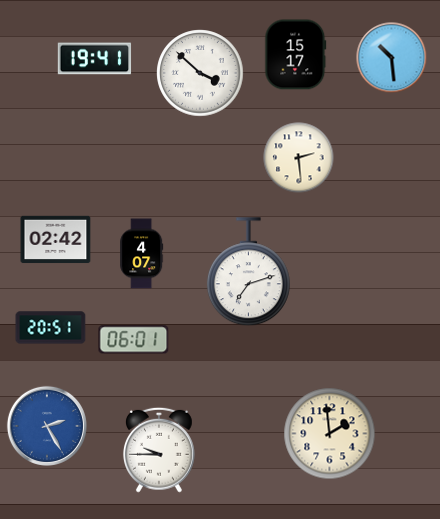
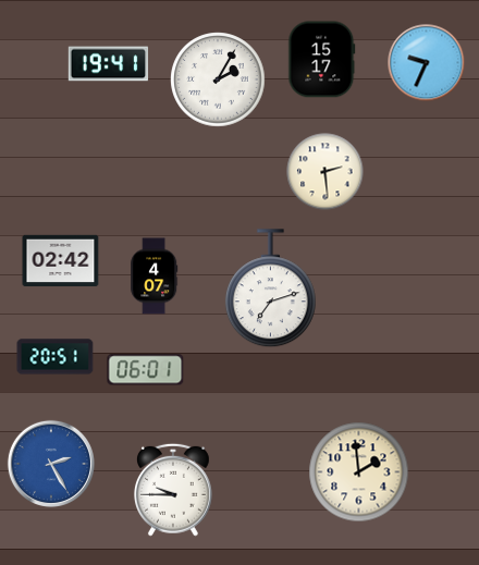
clock at (392, 58): 10:29 -> 9:34
clock at (95, 59) position: (95, 59) -> (109, 64)
clock at (200, 73): 3:52 -> 2:05
clock at (248, 272) position: (248, 272) -> (270, 288)
